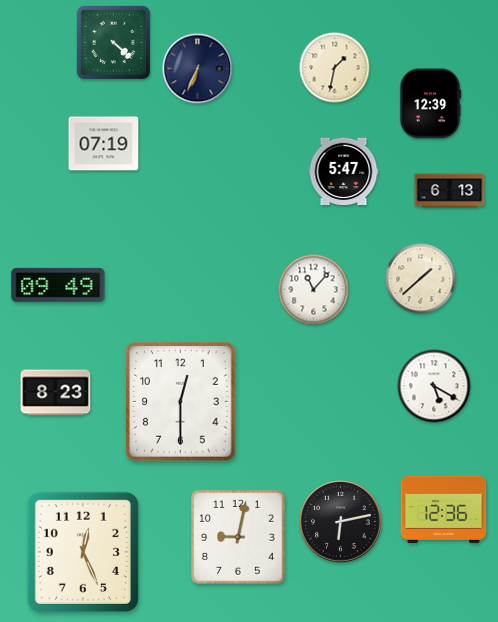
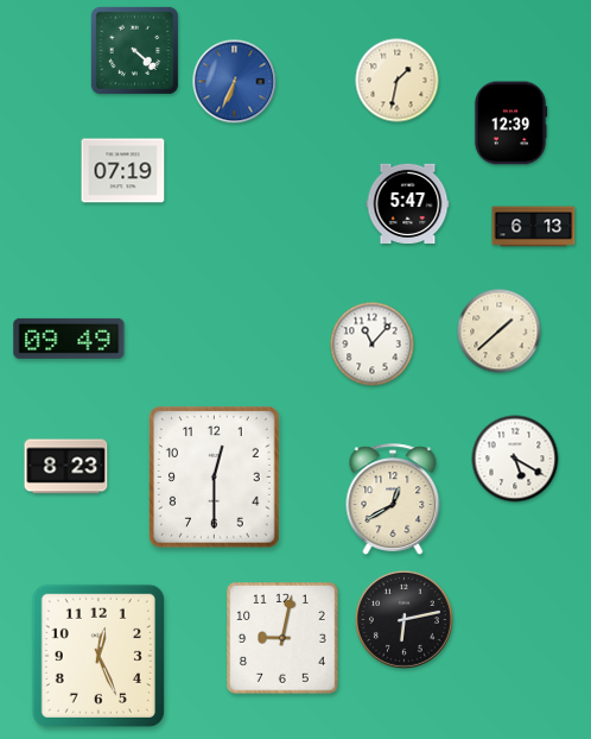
clock at (198, 69) dial: navy -> blue
clock at (393, 499): none -> 12:40
clock at (444, 509): 12:36 -> none
